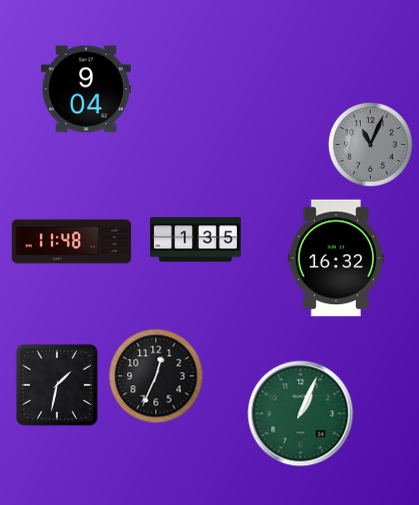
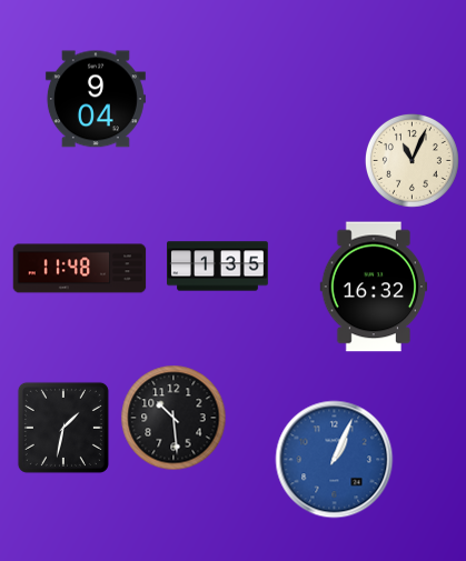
clock at (370, 144) dial: grey -> cream
clock at (156, 376): 12:34 -> 10:29
clock at (301, 414) dial: green -> blue
